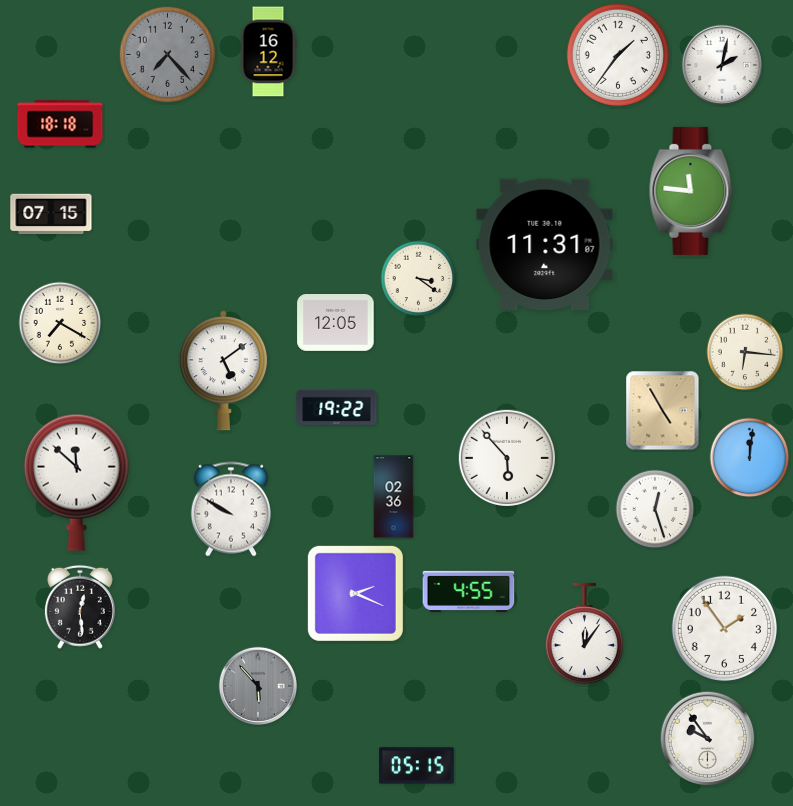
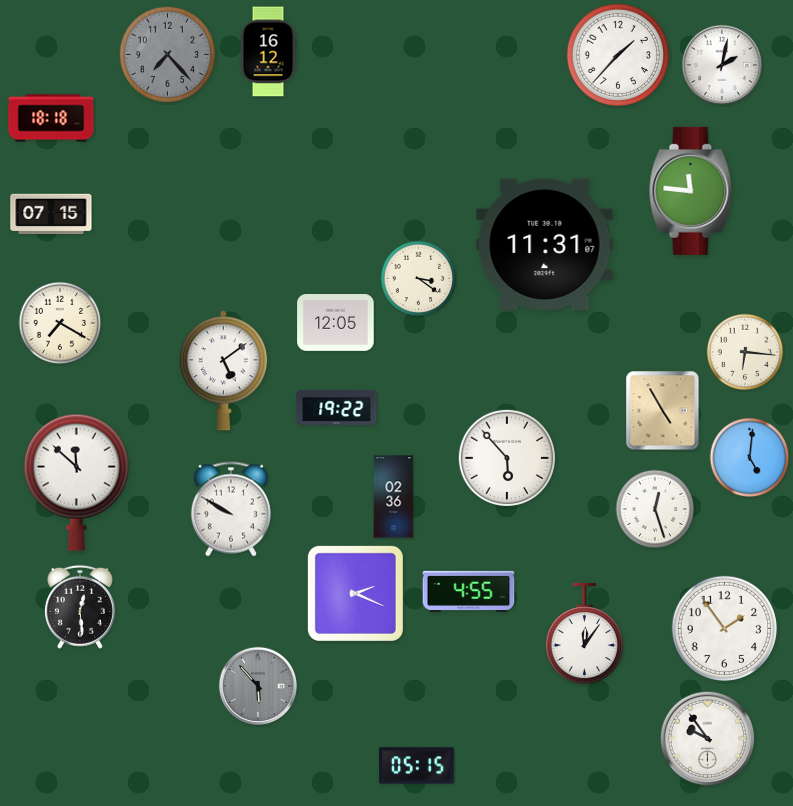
clock at (618, 55): 1:36 -> 1:37
clock at (60, 124) position: (60, 124) -> (51, 118)
clock at (750, 458): 12:01 -> 5:01
